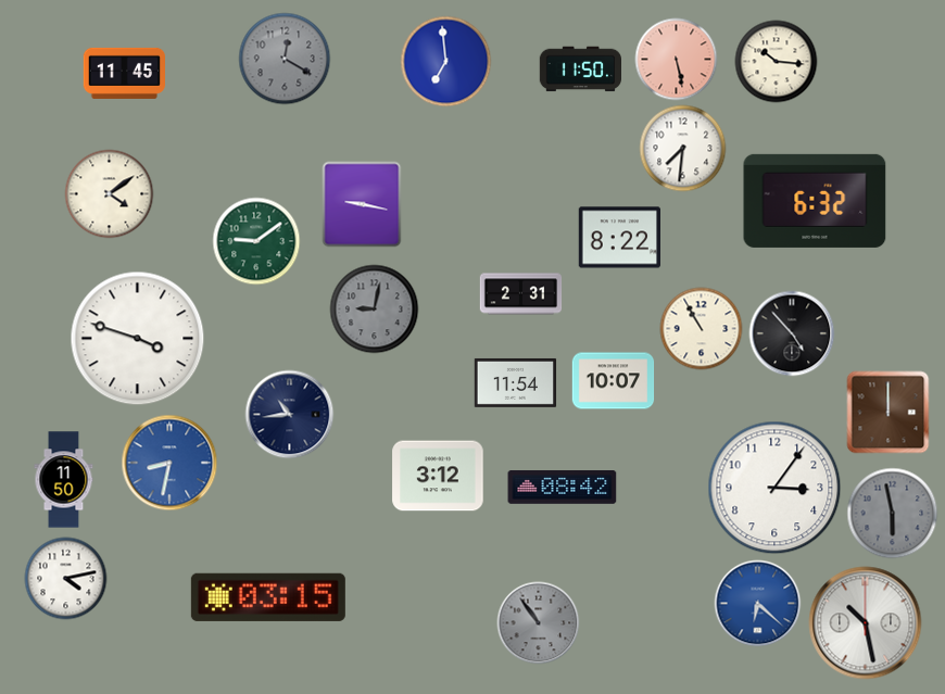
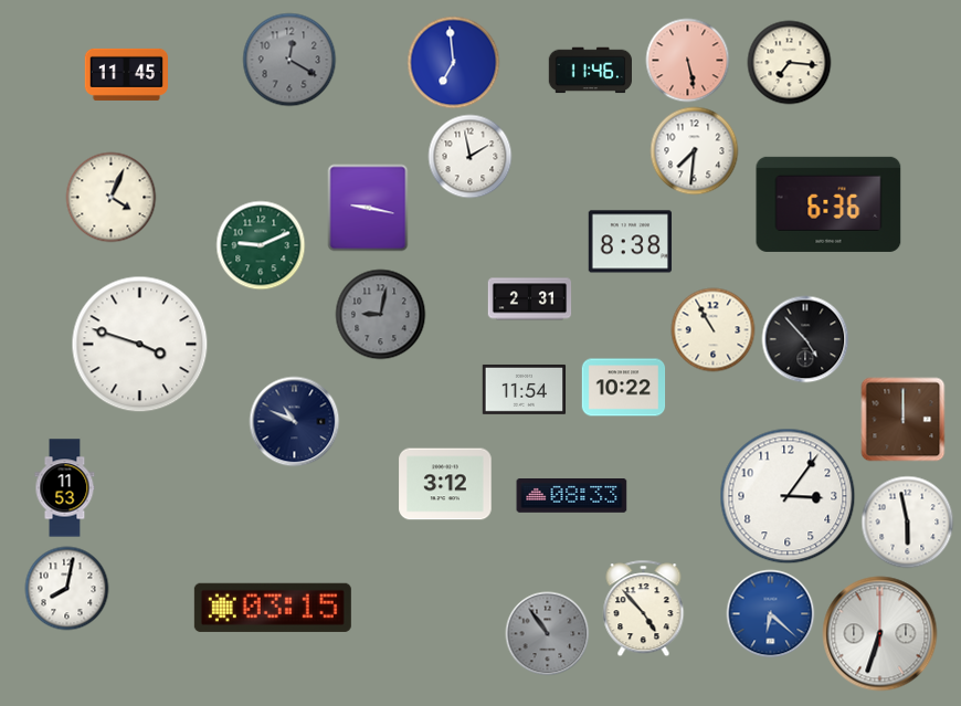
clock at (777, 62): 10:16 -> 7:16
clock at (580, 70): 11:50 -> 11:46
clock at (471, 157): none -> 1:58
clock at (110, 194): 4:09 -> 4:04
clock at (815, 201): 6:32 -> 6:36
clock at (619, 238): 8:22 -> 8:38
clock at (256, 241): 9:09 -> 9:11
clock at (702, 329) position: (702, 329) -> (714, 330)
clock at (614, 381): 10:07 -> 10:22
clock at (290, 415): 10:44 -> 10:49
clock at (169, 463): 8:32 -> none
clock at (64, 480): 11:50 -> 11:53
clock at (563, 488): 08:42 -> 08:33
clock at (893, 514) dial: grey -> white
clock at (66, 579): 4:13 -> 8:02
clock at (644, 609): none -> 4:53
clock at (866, 623): 10:28 -> 6:33
